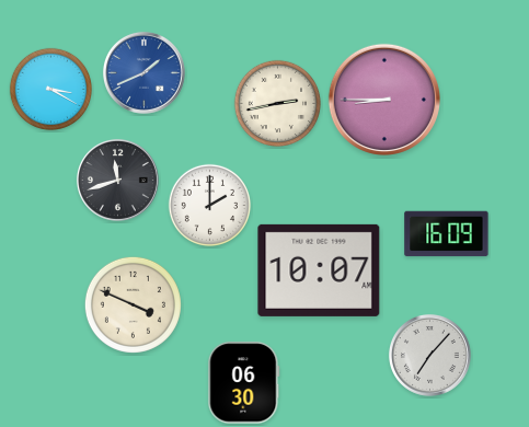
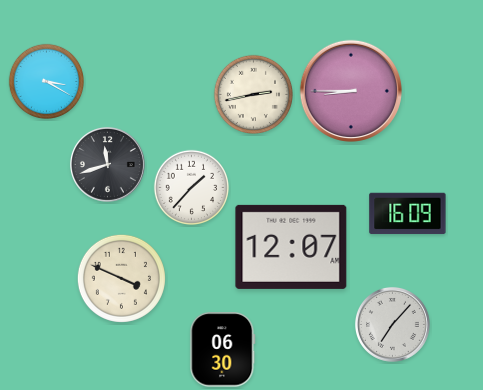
clock at (143, 72): 1:41 -> none
clock at (210, 206): 2:00 -> 1:37
clock at (319, 270): 10:07 -> 12:07
